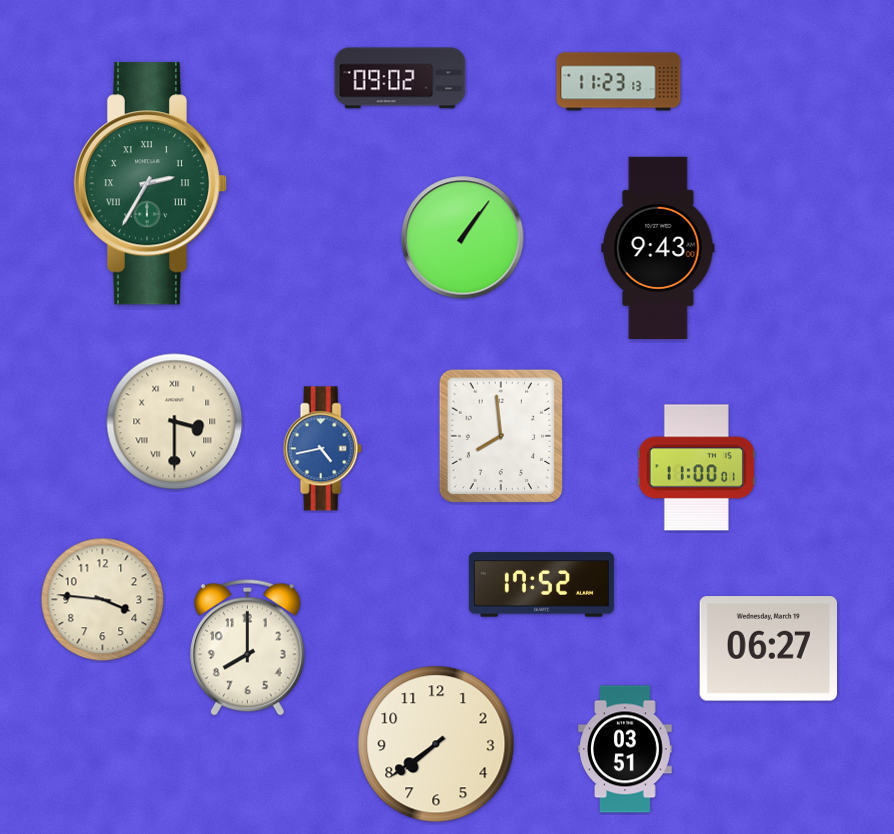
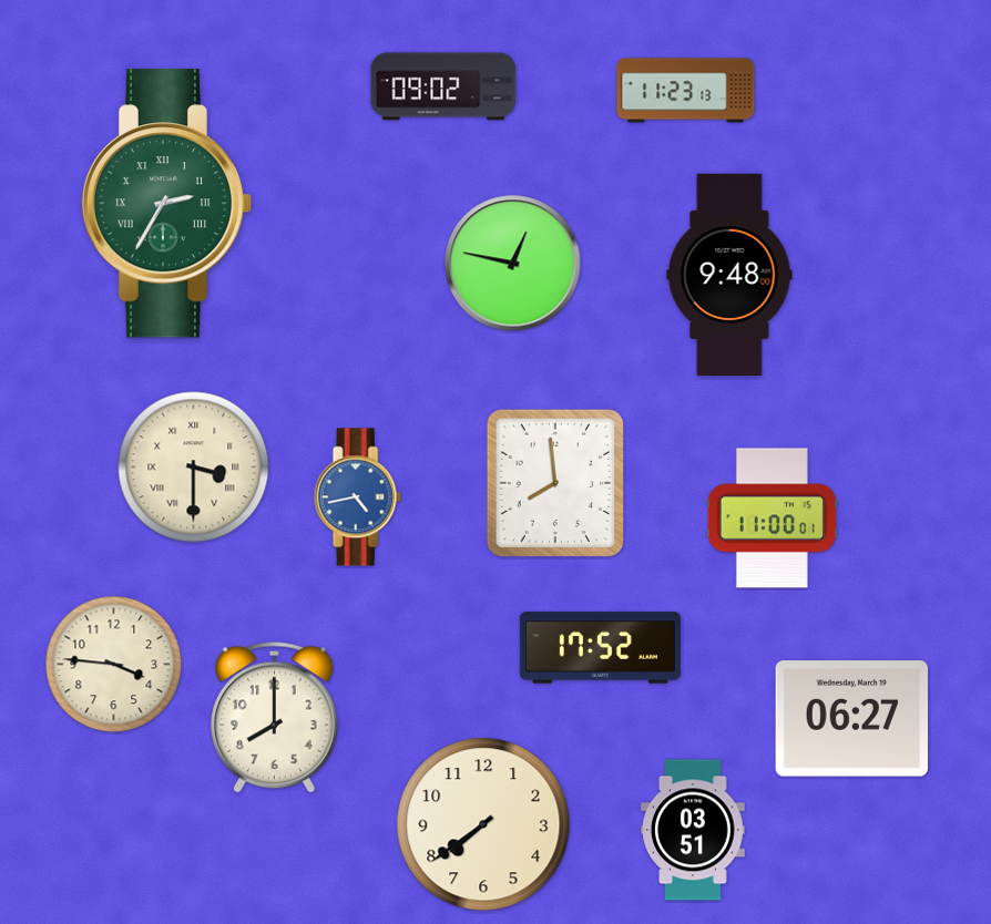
clock at (463, 238): 1:06 -> 12:47
clock at (658, 247): 9:43 -> 9:48
